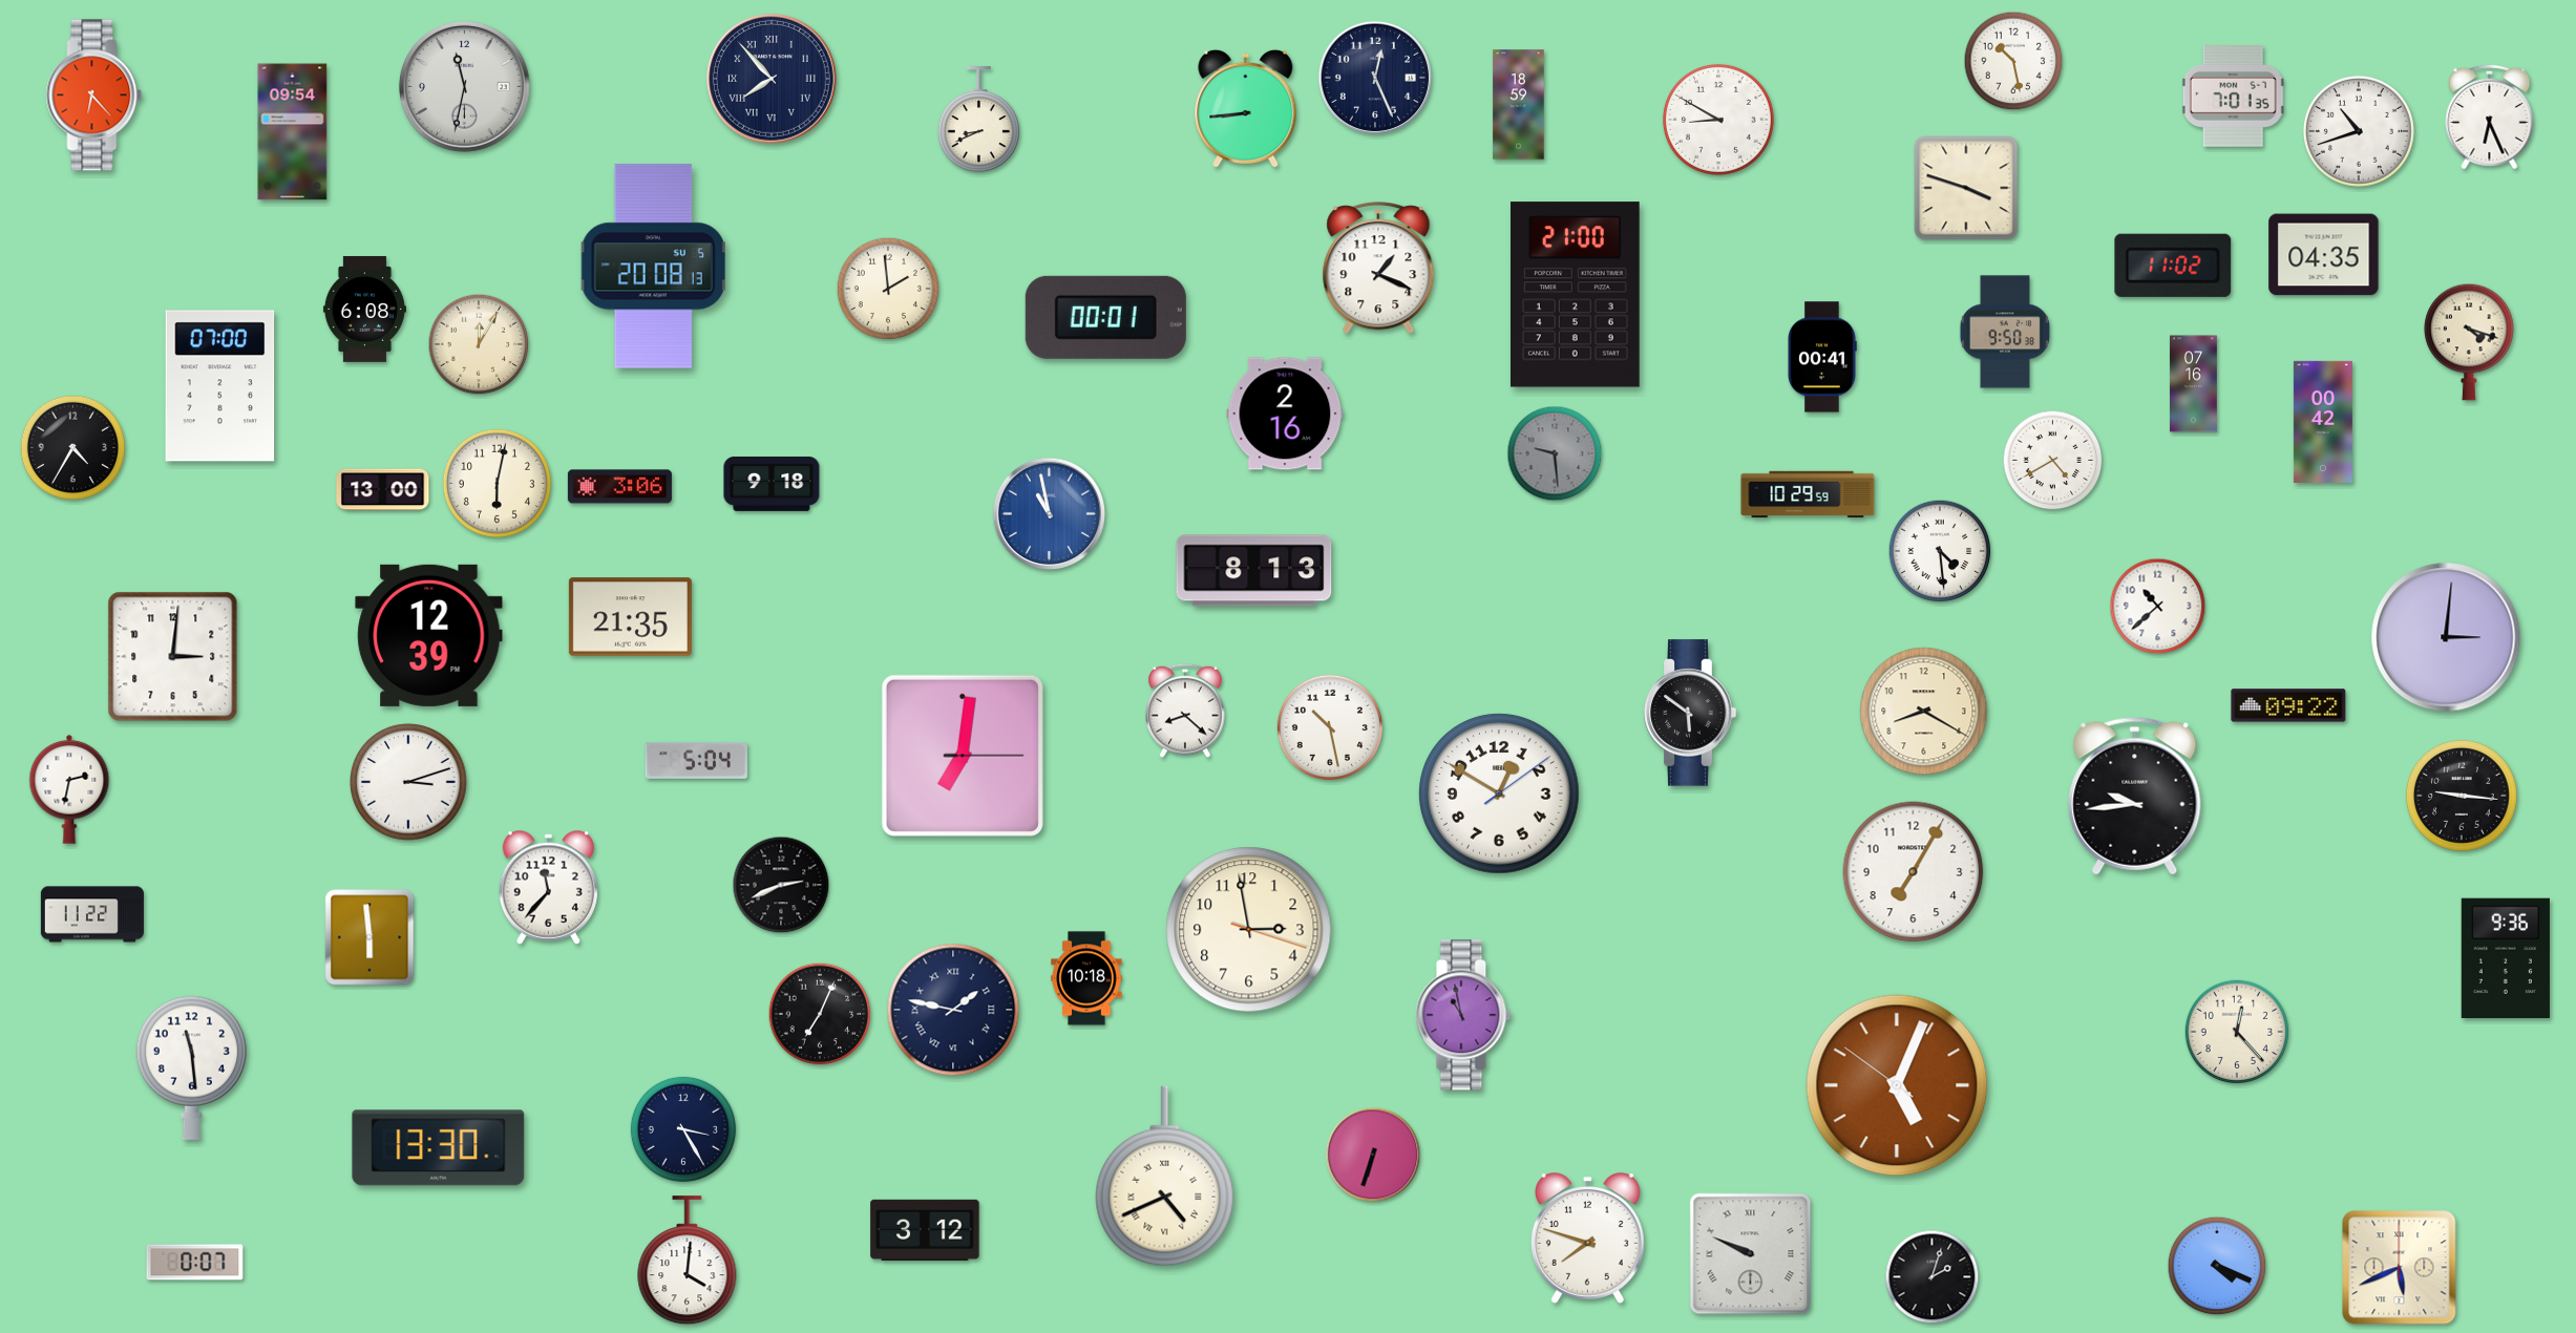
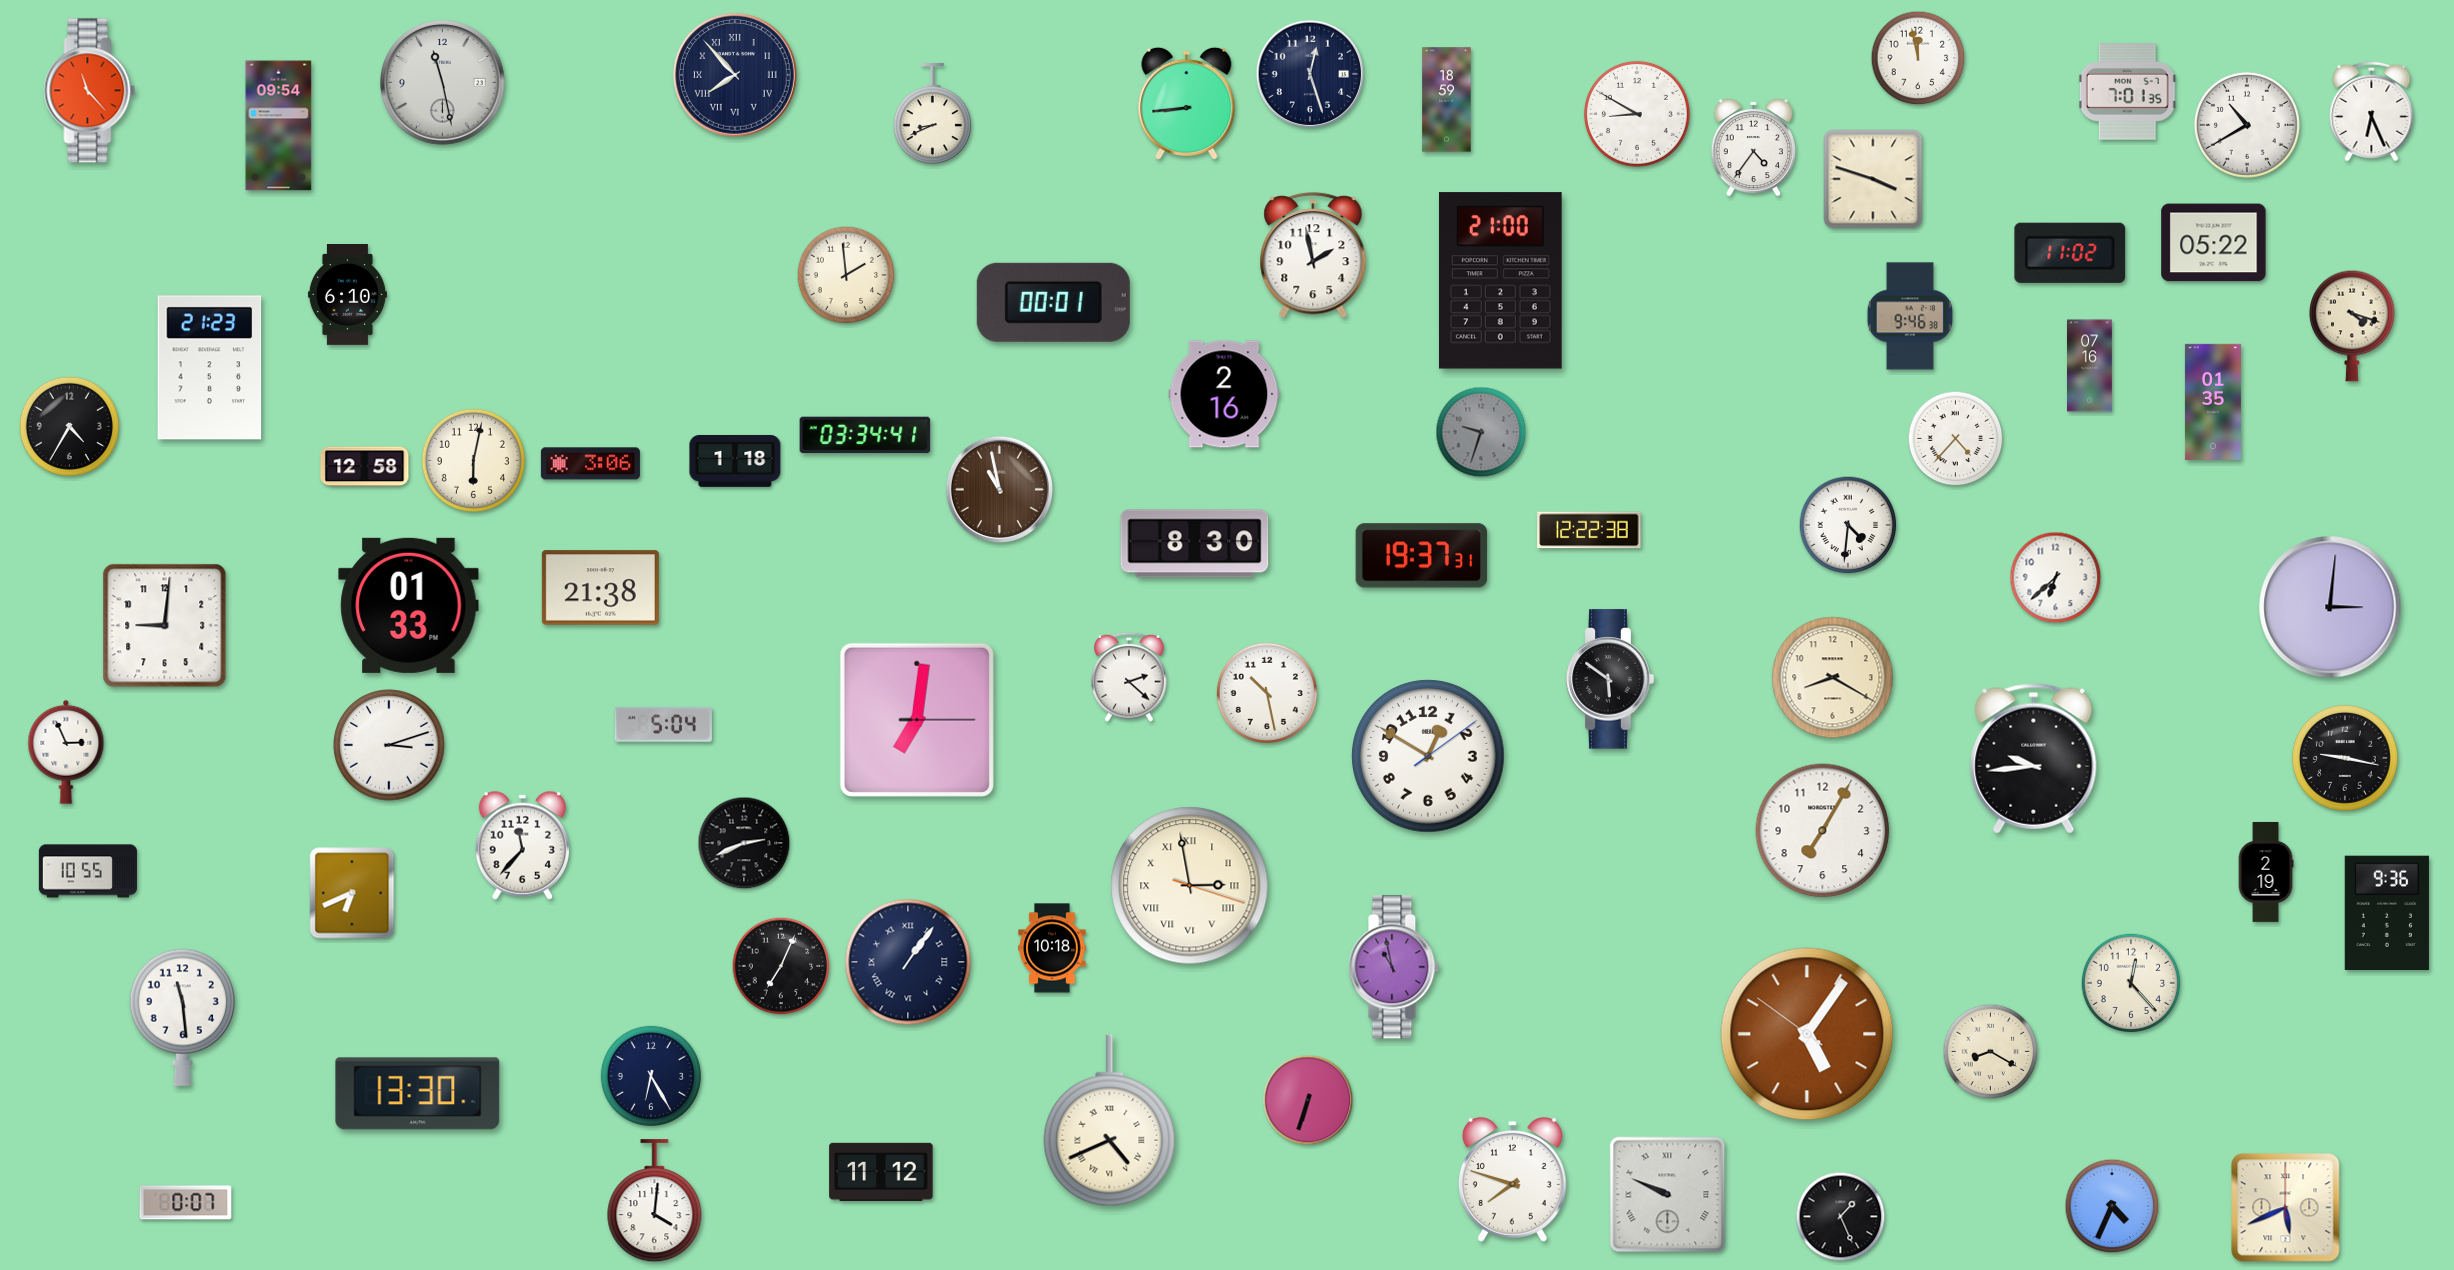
clock at (2013, 61): 10:28 -> 11:58
clock at (1375, 78): 12:26 -> 12:27
clock at (465, 87): 11:32 -> 11:28
clock at (94, 96): 6:23 -> 11:23
clock at (2359, 131): 10:42 -> 10:40
clock at (1753, 147): none -> 4:36
clock at (2324, 255): 04:35 -> 05:22
clock at (653, 267): 20:08 -> none
clock at (1378, 269): 1:19 -> 1:58
clock at (364, 310): 6:08 -> 6:10
clock at (2005, 332): 9:50 -> 9:46
clock at (479, 344): 12:05 -> none
clock at (1822, 357): 00:41 -> none
clock at (220, 386): 07:00 -> 21:23
clock at (2323, 422): 00:42 -> 01:35
clock at (1555, 453): 9:29 -> 9:33
clock at (865, 435): none -> 03:34
clock at (2053, 461): 4:40 -> 4:37
clock at (772, 484): 9:18 -> 1:18
clock at (383, 490): 13:00 -> 12:58
clock at (1808, 494): 10:29 -> none
clock at (1049, 513) dial: blue -> brown
clock at (1940, 551): 4:29 -> 4:31
clock at (1589, 530): none -> 12:22
clock at (1254, 571): 8:13 -> 8:30
clock at (1422, 556): none -> 19:37
clock at (2158, 607): 10:38 -> 6:38
clock at (630, 617): 21:35 -> 21:38
clock at (429, 635): 12:39 -> 01:33
clock at (173, 657): 3:01 -> 9:01
clock at (2288, 705): 09:22 -> none
clock at (1185, 711): 8:22 -> 2:22
clock at (69, 789): 2:32 -> 2:56
clock at (2462, 796): 9:16 -> 9:17
clock at (92, 914): 11:22 -> 10:55
clock at (2266, 872): none -> 2:19
clock at (1249, 930) numerals: Arabic -> Roman
clock at (369, 937): 5:59 -> 6:41
clock at (1086, 978) position: (1086, 978) -> (1052, 948)
clock at (953, 1010): 1:47 -> 1:06
clock at (1897, 1085): 5:03 -> 5:05
clock at (1991, 1052): none -> 8:20
clock at (683, 1129): 3:25 -> 6:25
clock at (925, 1230): 3:12 -> 11:12
clock at (2217, 1266): 4:19 -> 4:34
clock at (1933, 1277): 2:03 -> 1:26
